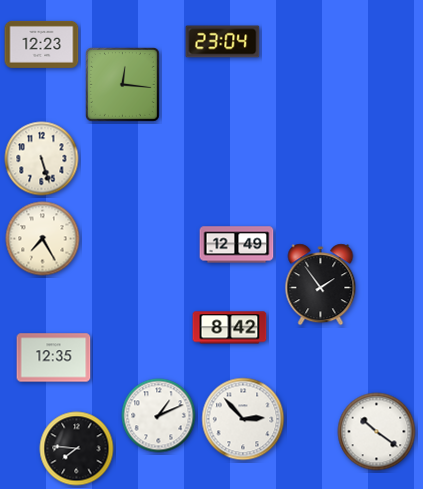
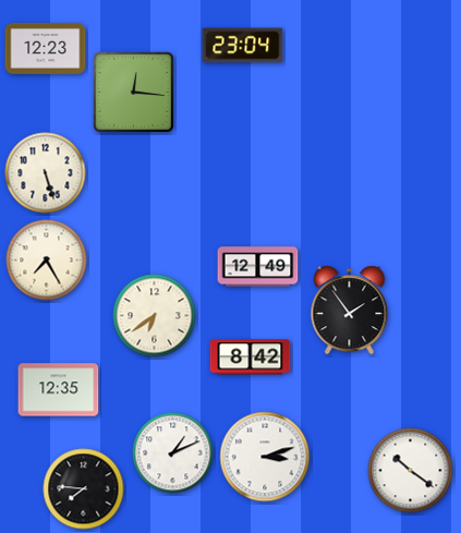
clock at (155, 316): none -> 6:39
clock at (243, 419): 2:53 -> 3:12
